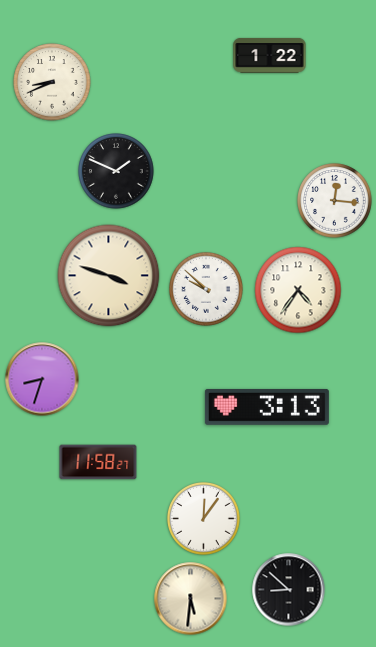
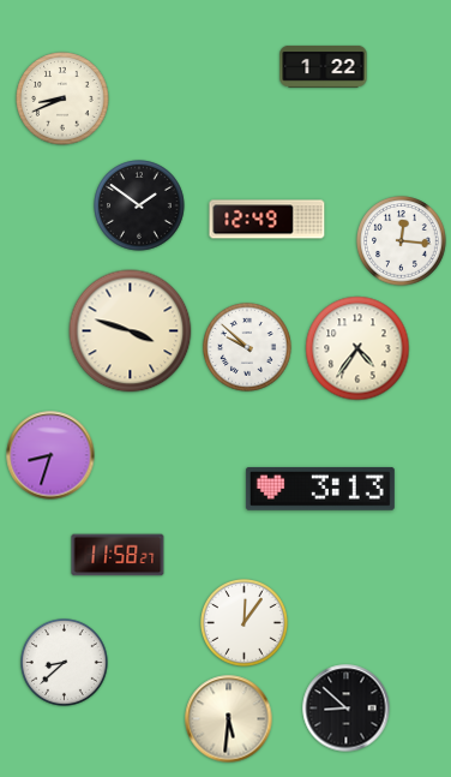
clock at (116, 171): 1:49 -> 1:51
clock at (267, 220): none -> 12:49
clock at (65, 663): none -> 8:38
